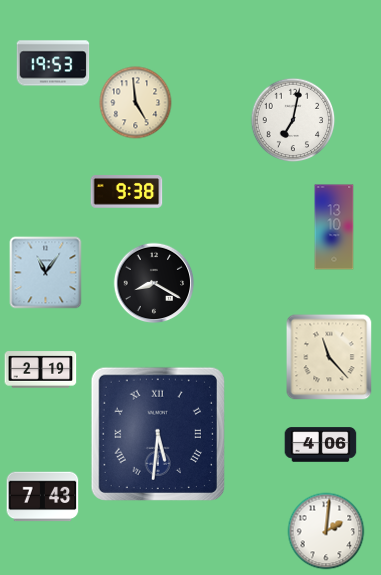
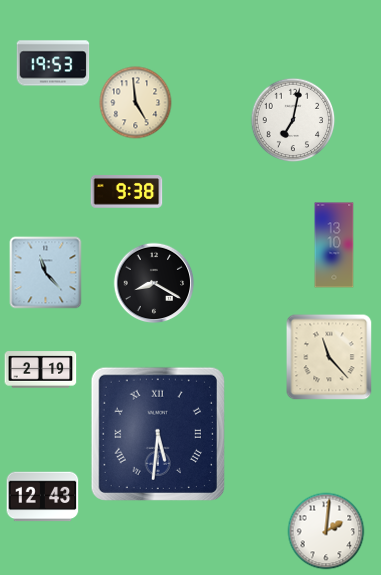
clock at (334, 227) position: (334, 227) -> (334, 245)
clock at (46, 273): 11:06 -> 11:23
clock at (321, 445): 4:06 -> none
clock at (43, 497): 7:43 -> 12:43
